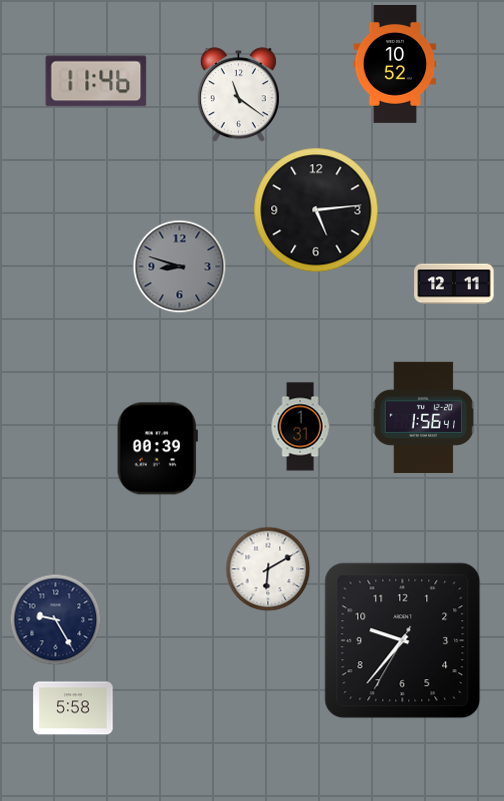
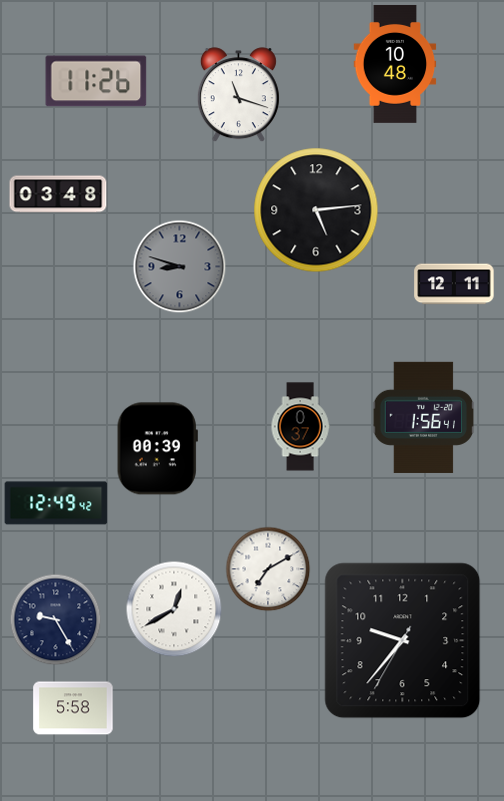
clock at (395, 64): 10:52 -> 10:48
clock at (96, 81): 11:46 -> 11:26
clock at (238, 95): 11:21 -> 11:18
clock at (58, 194): none -> 03:48
clock at (300, 427): 1:31 -> 0:37
clock at (56, 503): none -> 12:49
clock at (268, 569): 6:10 -> 7:10
clock at (174, 609): none -> 12:40
